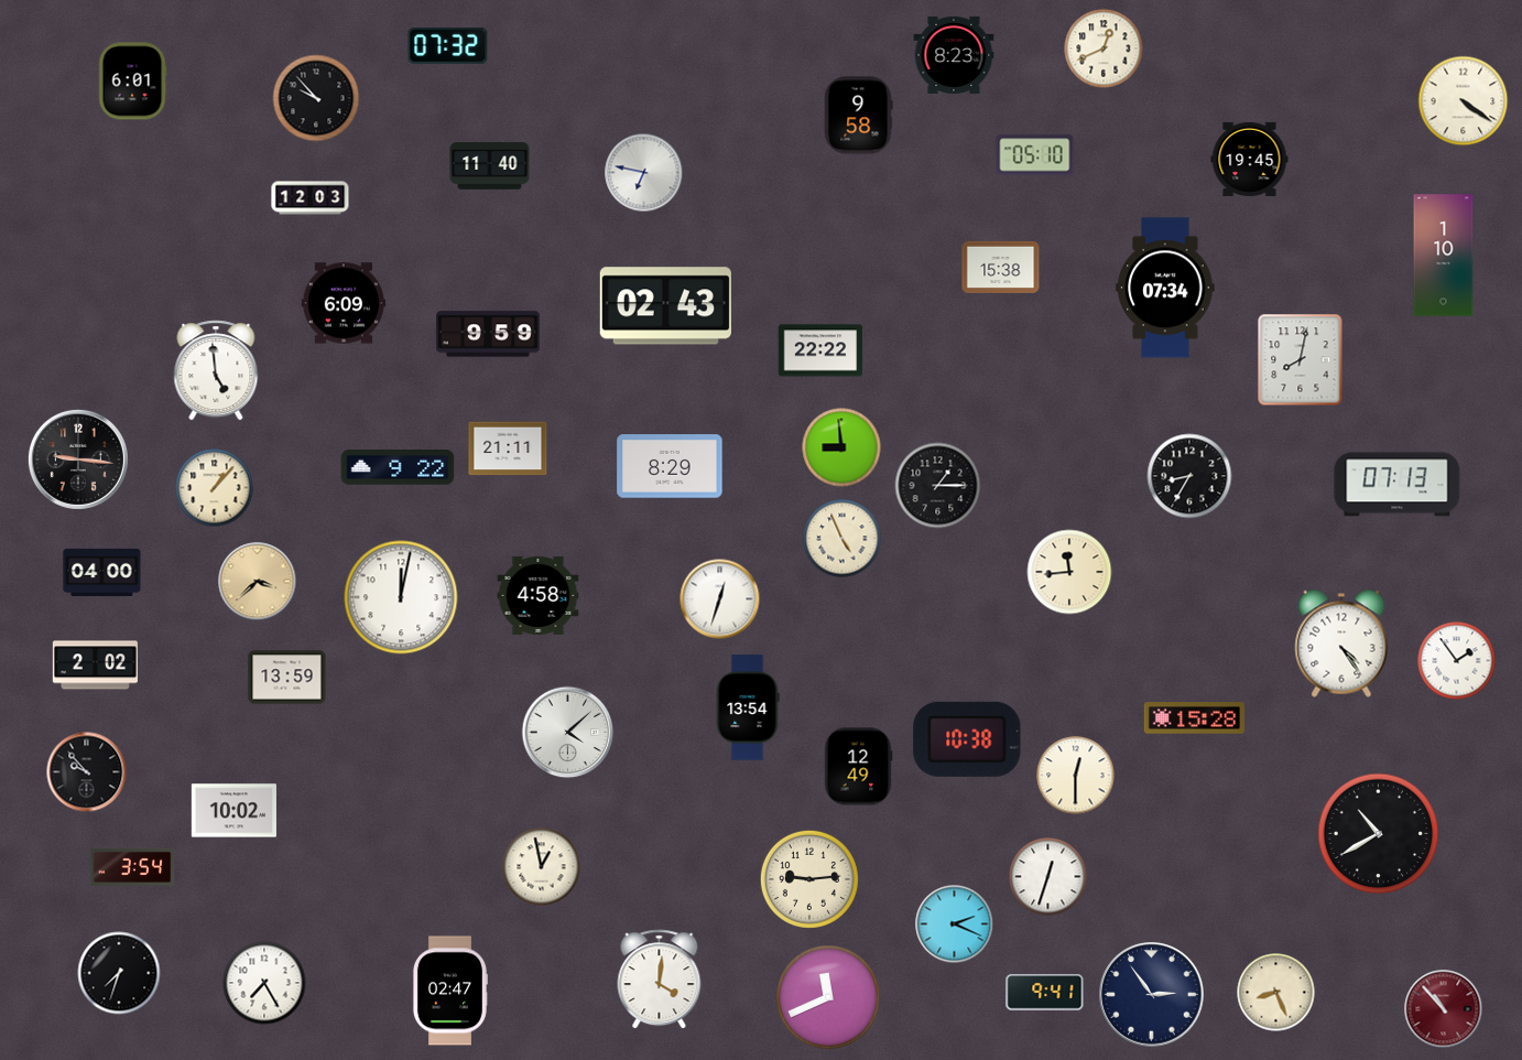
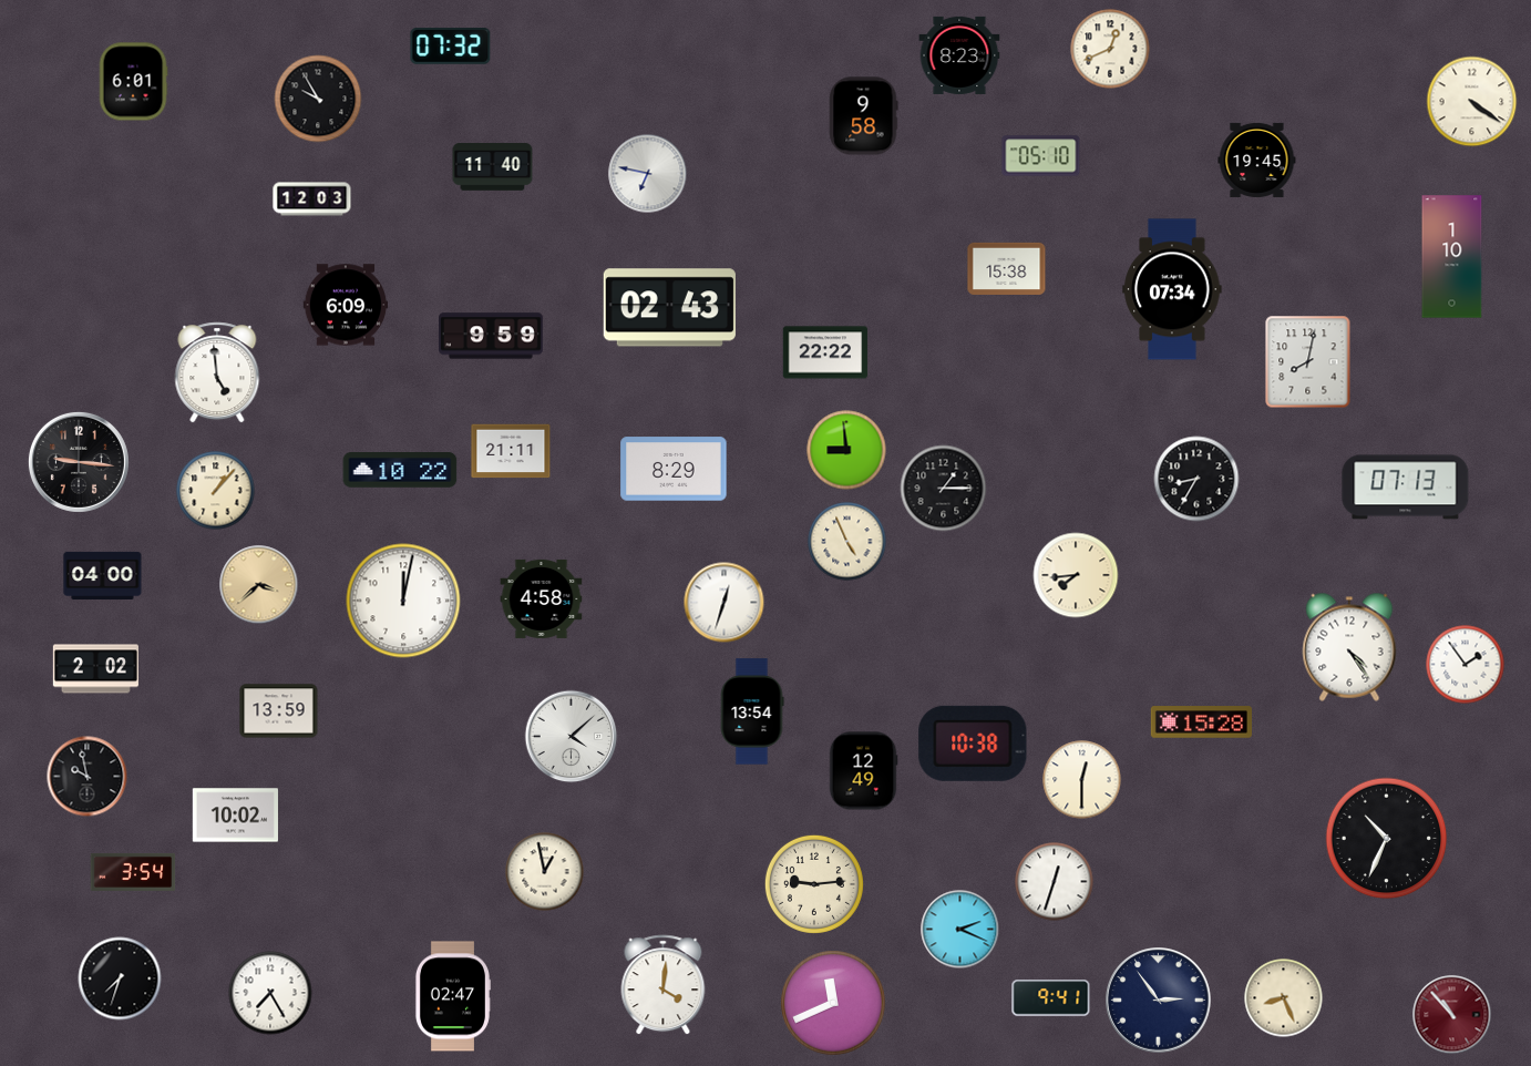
clock at (316, 98): 9:53 -> 9:55
clock at (398, 468): 9:22 -> 10:22
clock at (1069, 572): 11:44 -> 7:44
clock at (287, 678) position: (287, 678) -> (279, 711)
clock at (87, 772): 9:53 -> 9:58
clock at (1379, 834): 10:40 -> 10:34
clock at (264, 983) position: (264, 983) -> (270, 993)
